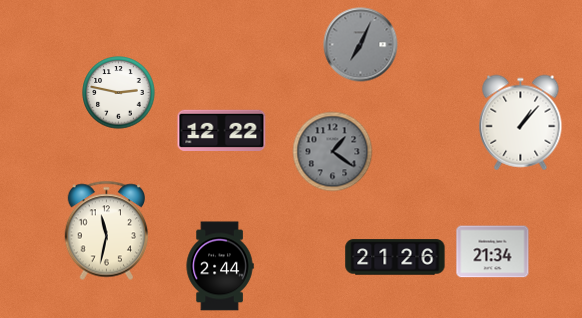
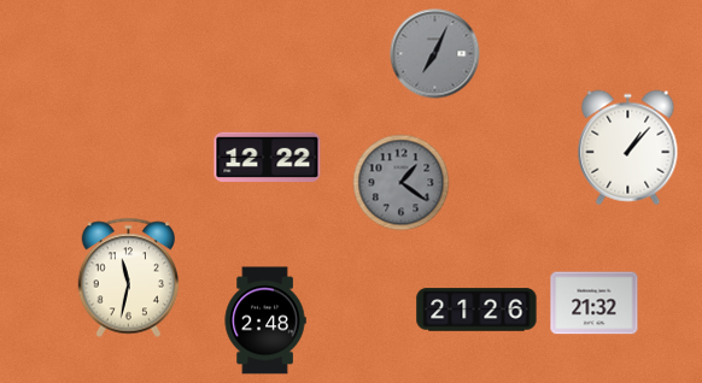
clock at (119, 93): 2:47 -> none
clock at (493, 252): 21:34 -> 21:32
clock at (220, 266): 2:44 -> 2:48
